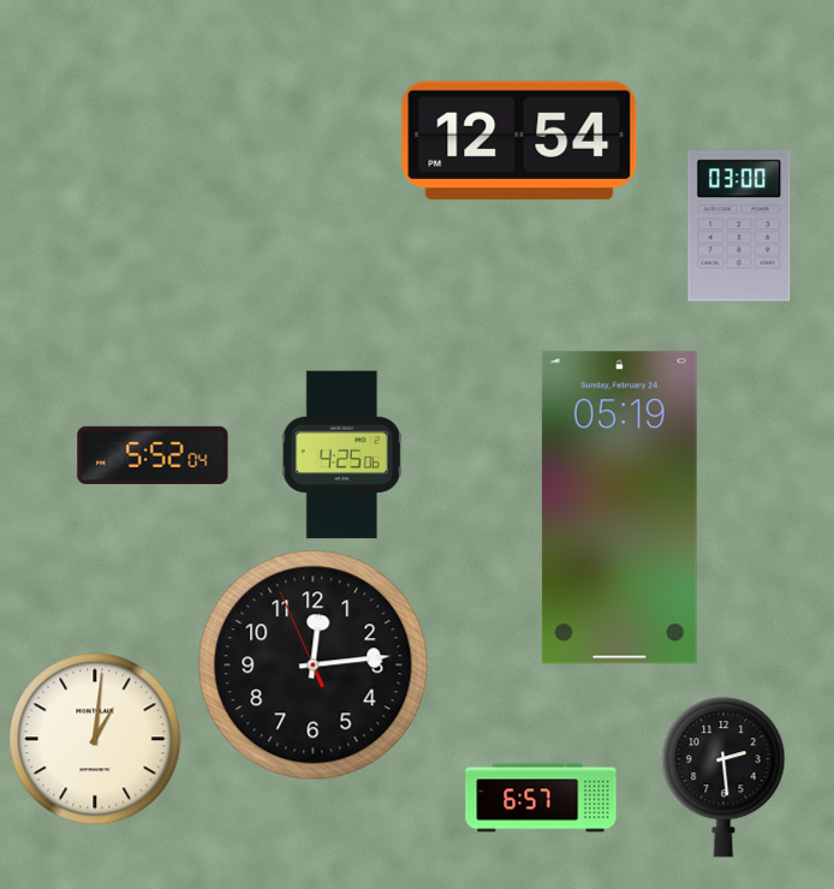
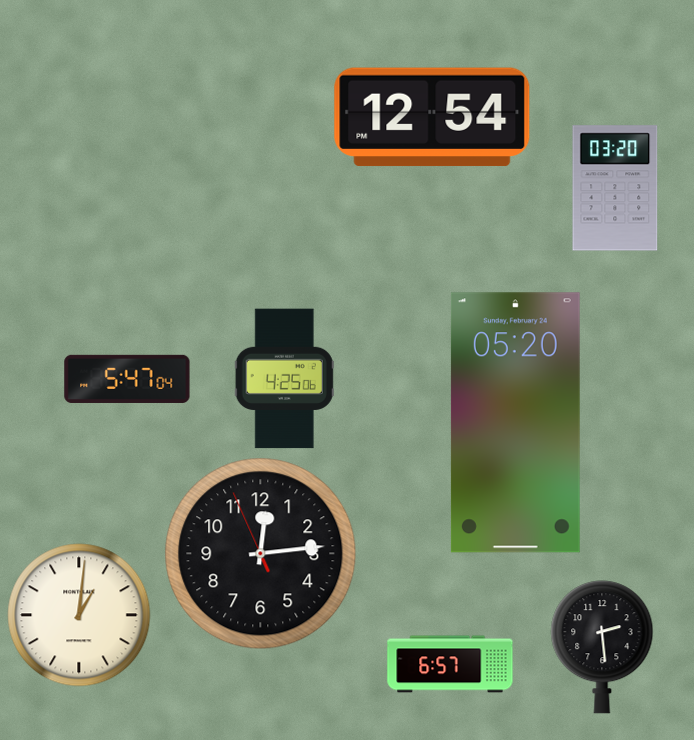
clock at (739, 226): 03:00 -> 03:20
clock at (153, 455): 5:52 -> 5:47
clock at (619, 508): 05:19 -> 05:20
